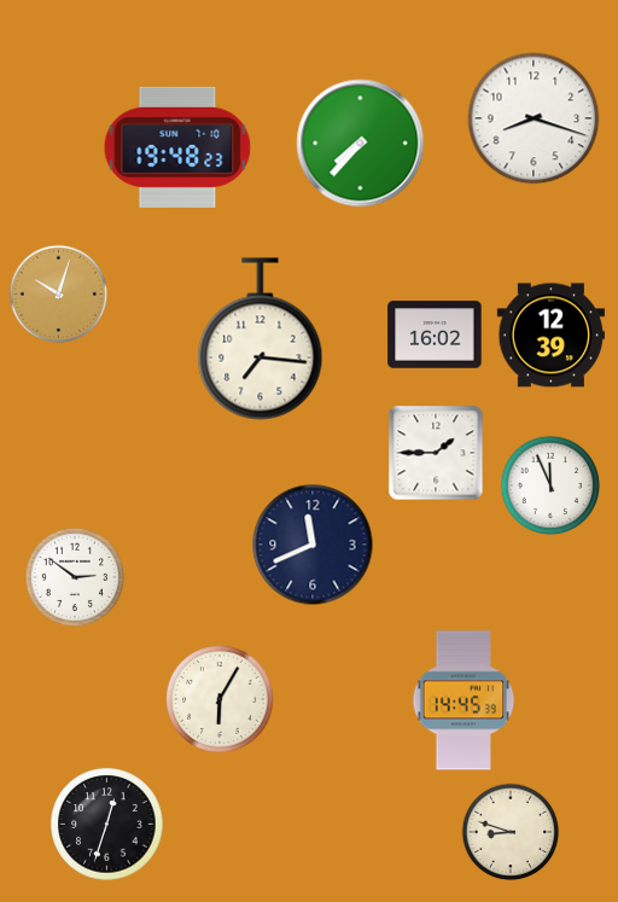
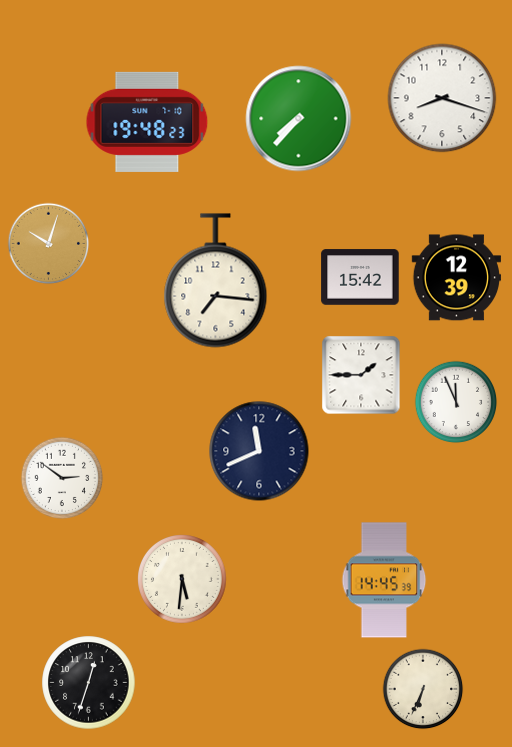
clock at (435, 334): 16:02 -> 15:42
clock at (221, 700): 6:05 -> 5:31
clock at (511, 832): 8:48 -> 6:34
